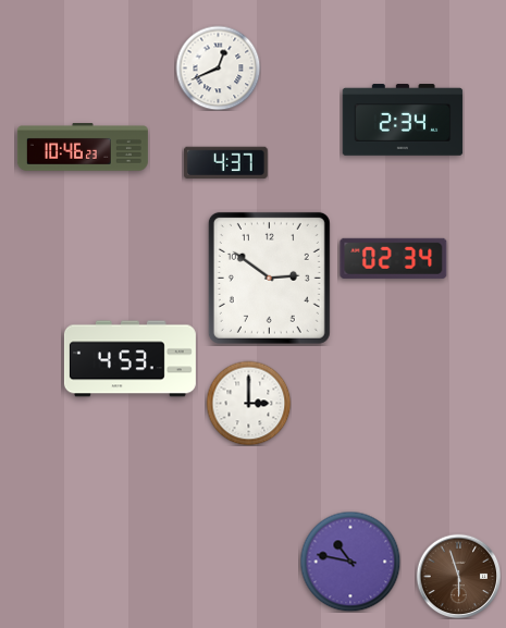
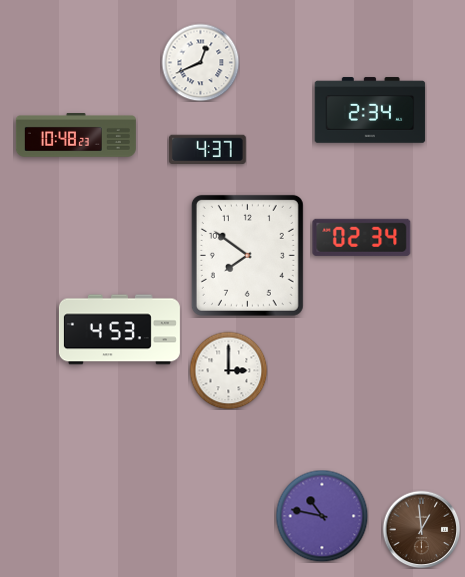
clock at (83, 148): 10:46 -> 10:48
clock at (269, 278): 2:51 -> 7:51
clock at (458, 576): 5:57 -> 12:59
